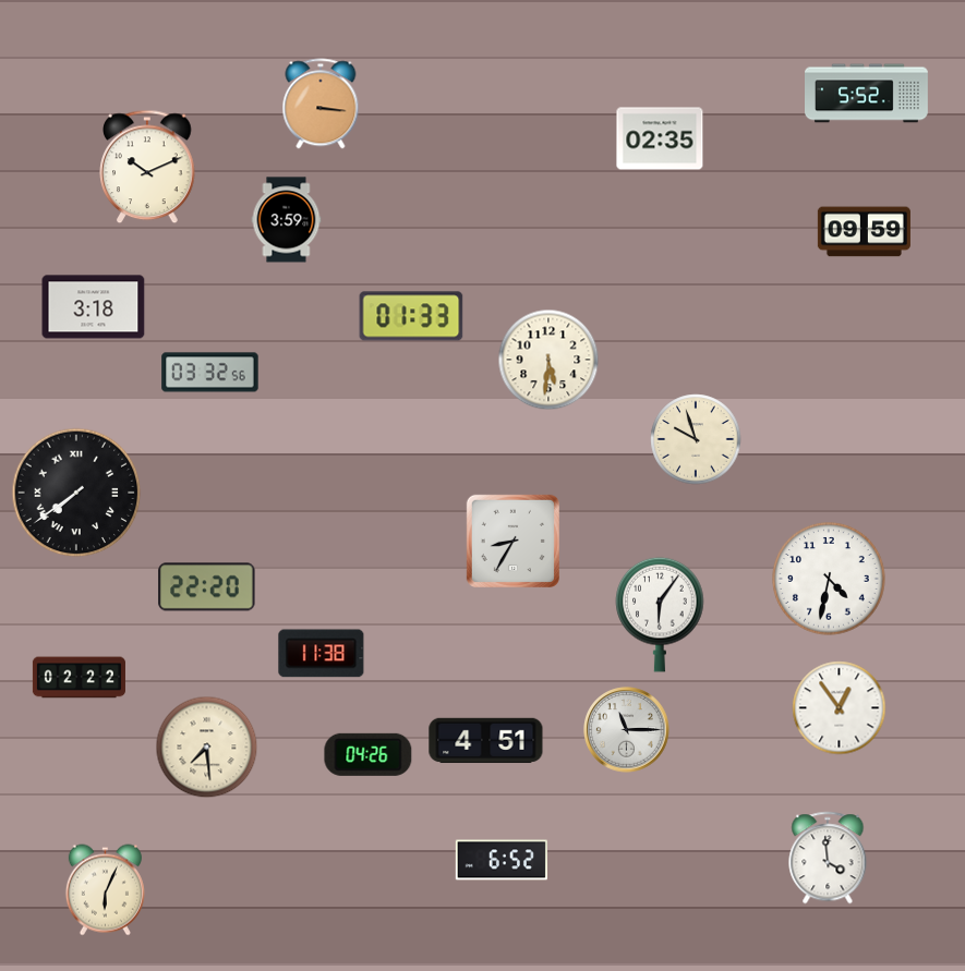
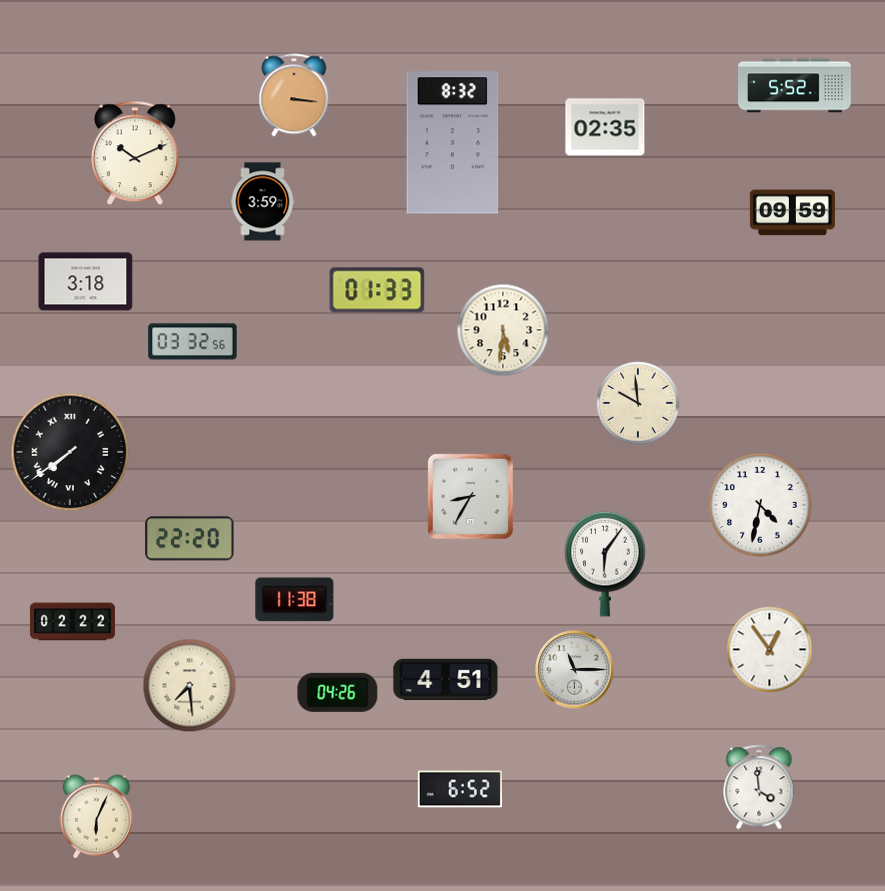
clock at (453, 143): none -> 8:32
clock at (696, 439): 9:57 -> 9:59
clock at (829, 579) position: (829, 579) -> (760, 505)
